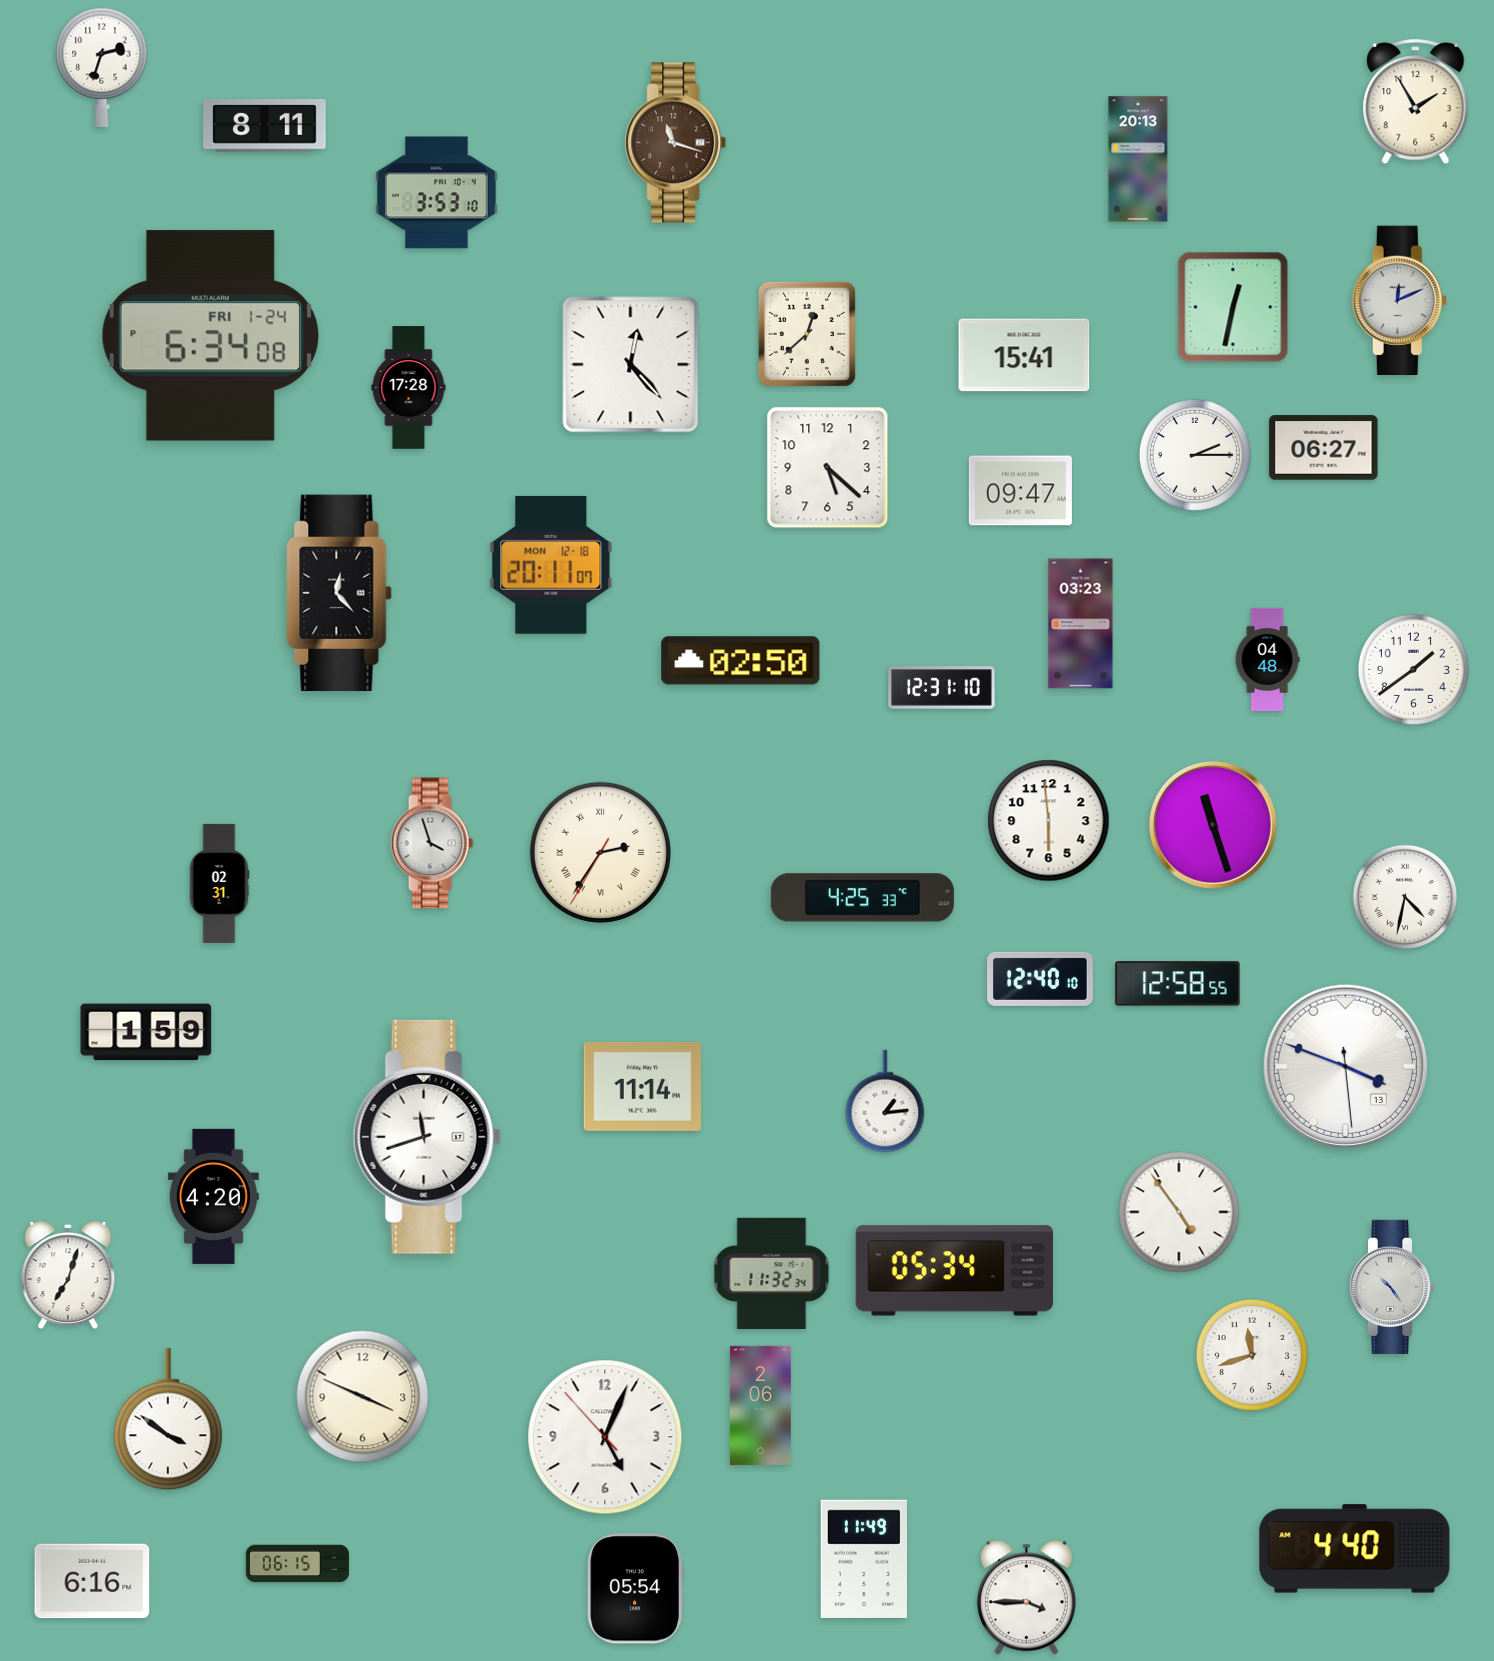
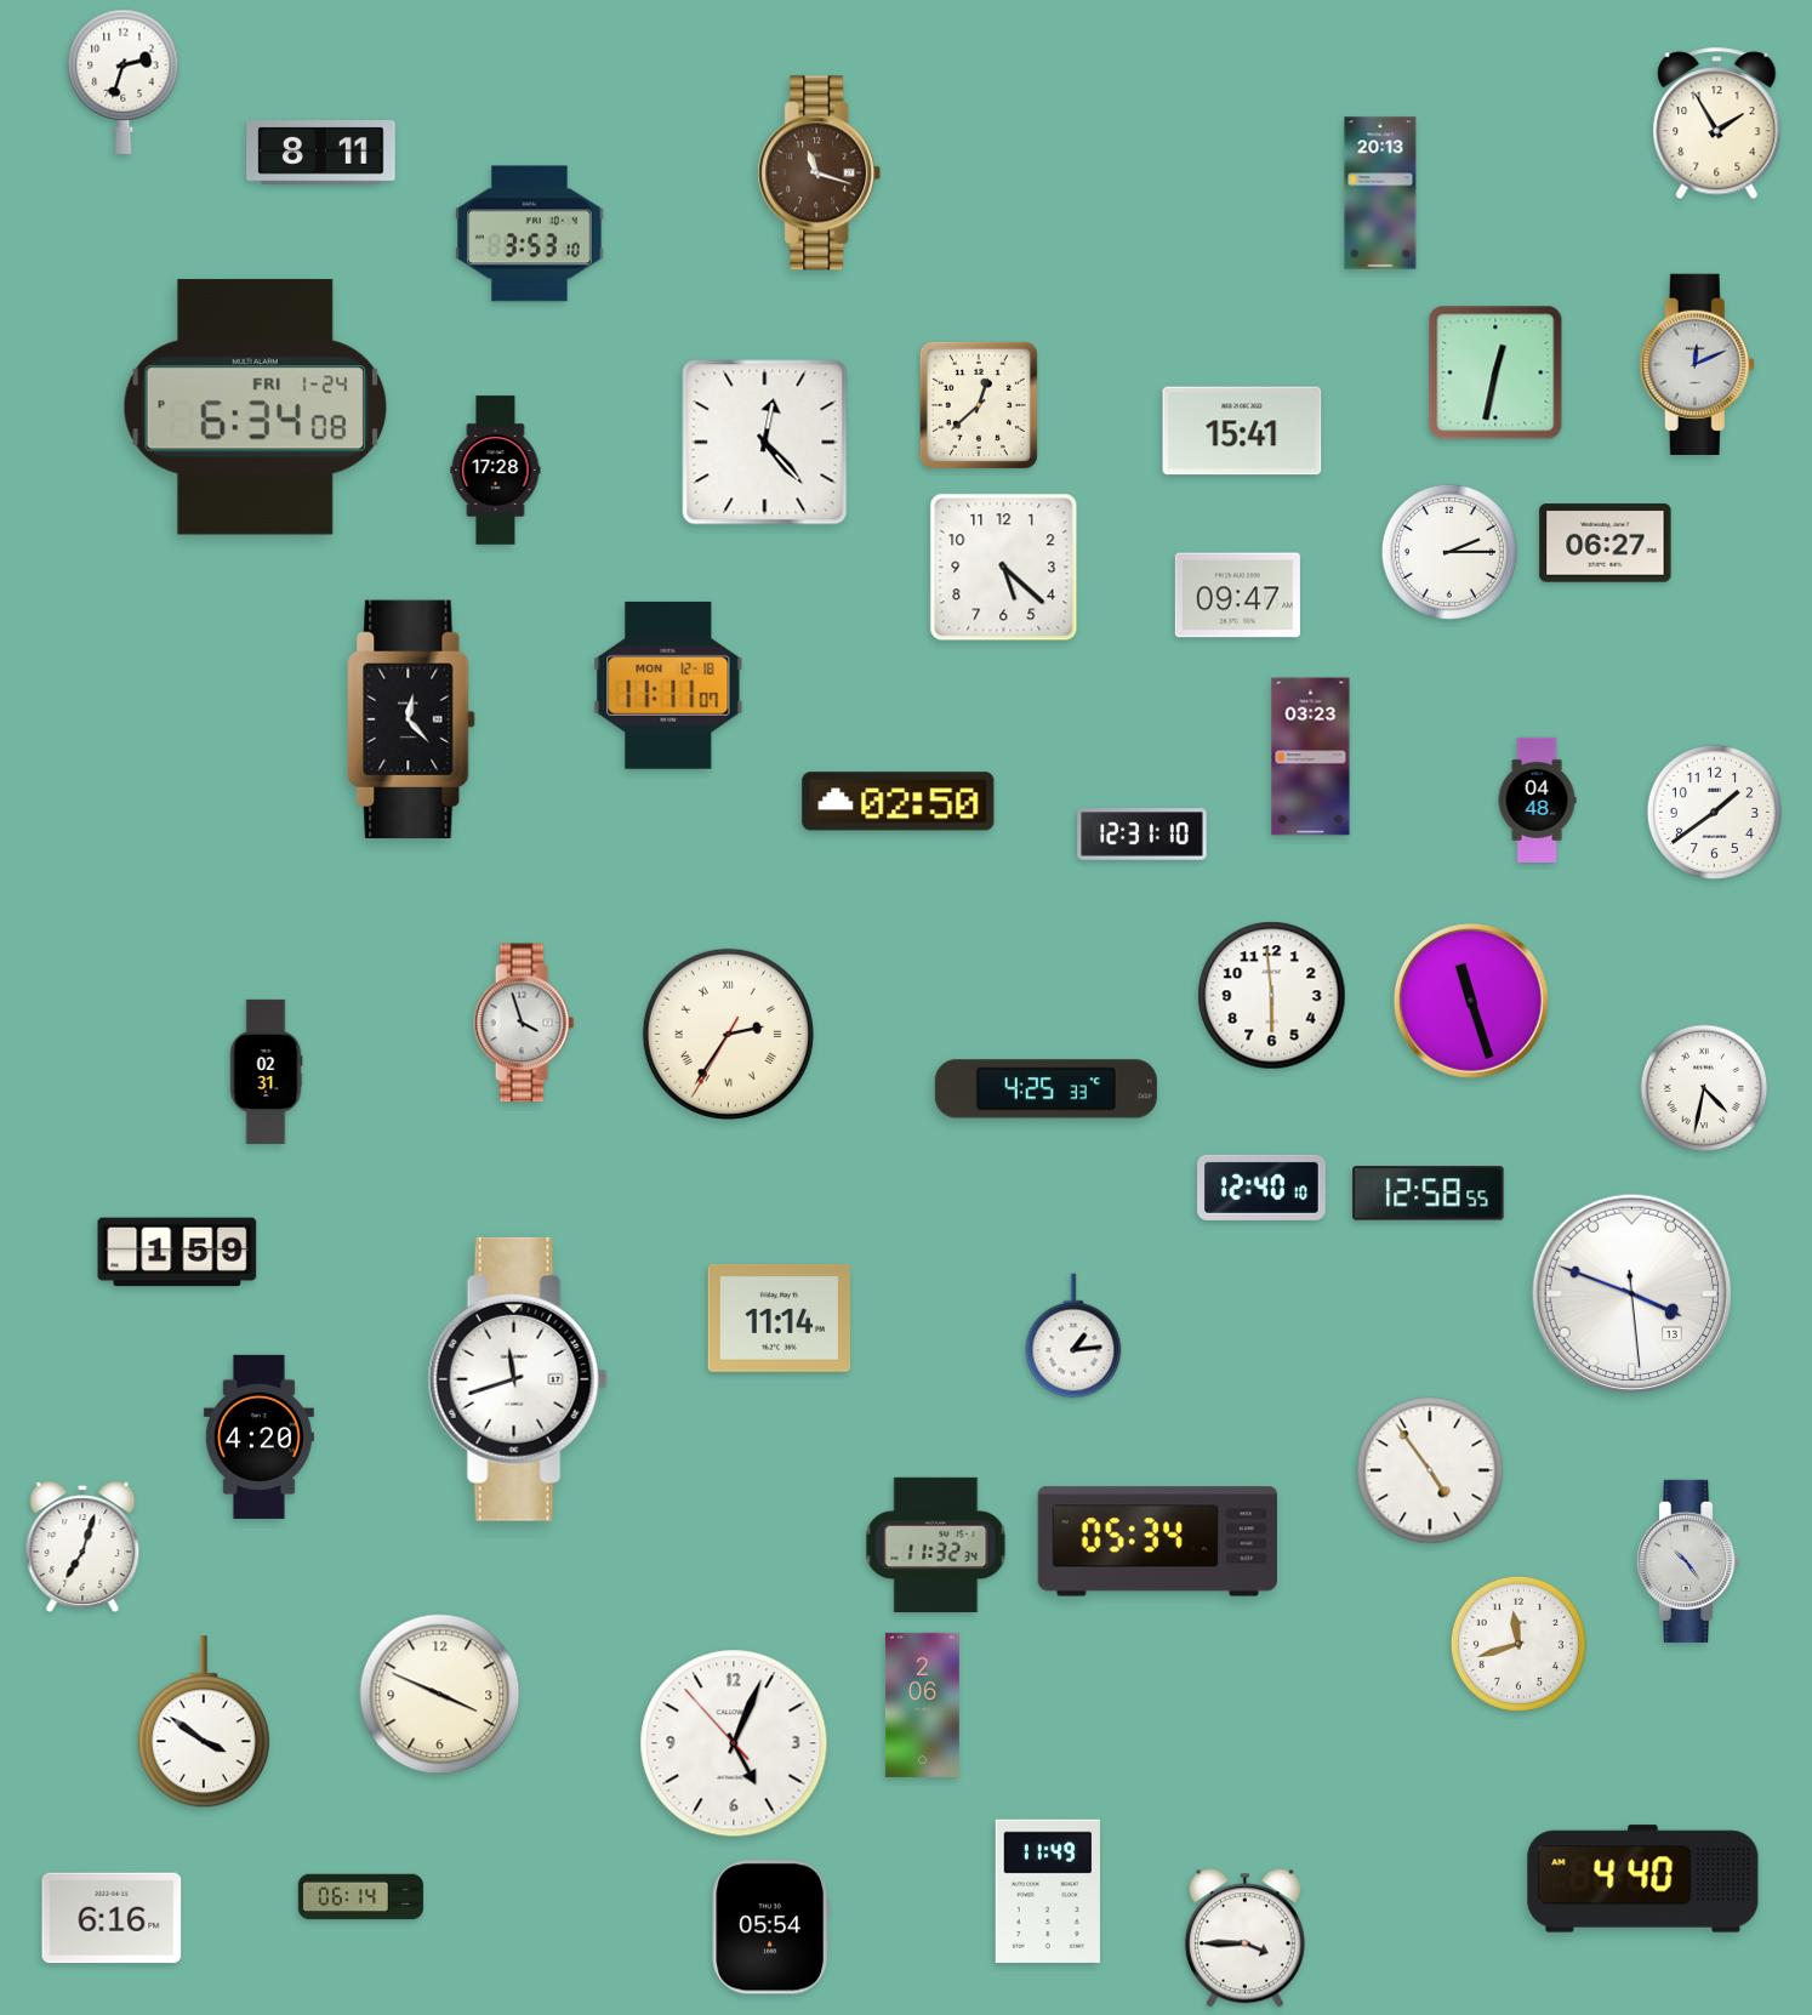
clock at (551, 565): 20:11 -> 11:11
clock at (213, 1196) position: (213, 1196) -> (258, 1436)
clock at (297, 1564): 06:15 -> 06:14
